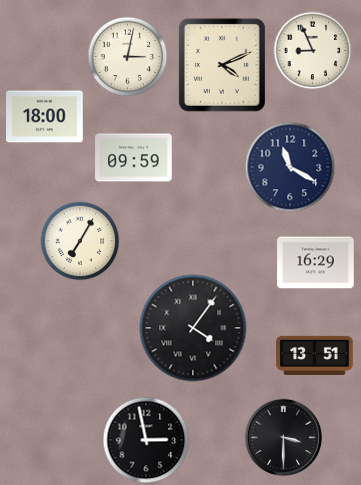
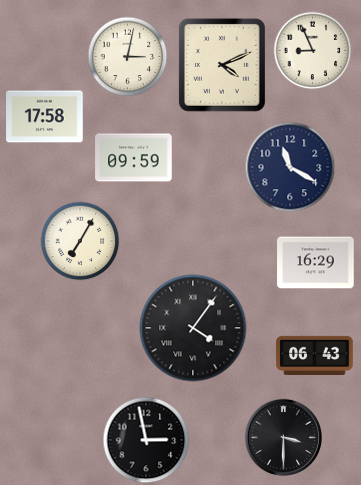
clock at (45, 117): 18:00 -> 17:58
clock at (315, 355): 13:51 -> 06:43
